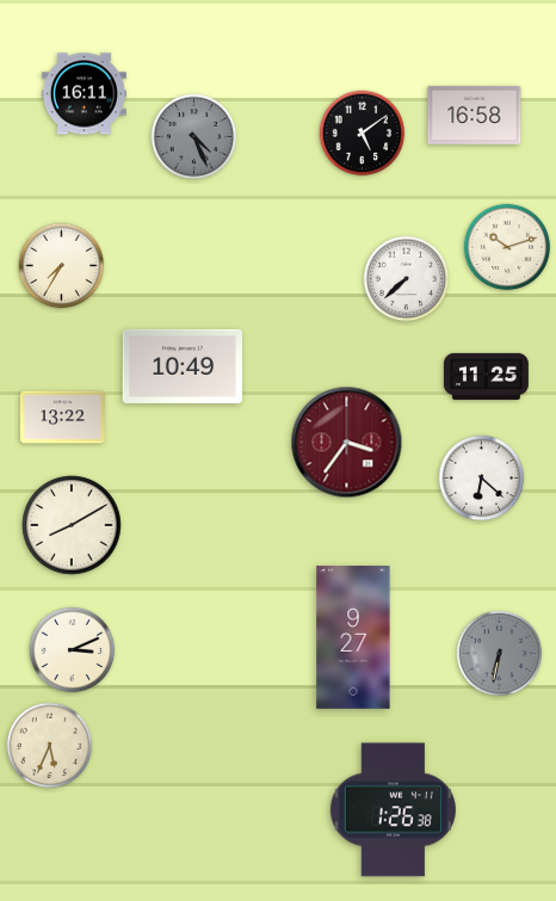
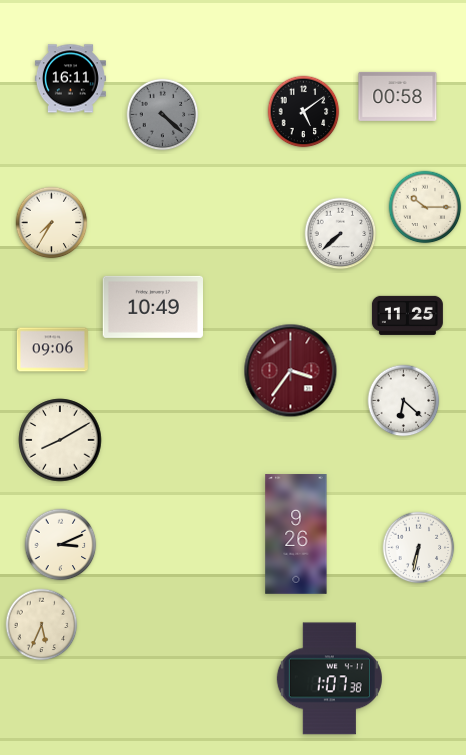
clock at (475, 115): 16:58 -> 00:58
clock at (194, 137): 4:26 -> 4:22
clock at (507, 247): 10:12 -> 10:15
clock at (62, 418): 13:22 -> 09:06
clock at (353, 637): 9:27 -> 9:26
clock at (500, 654) dial: grey -> white
clock at (393, 810): 1:26 -> 1:07
